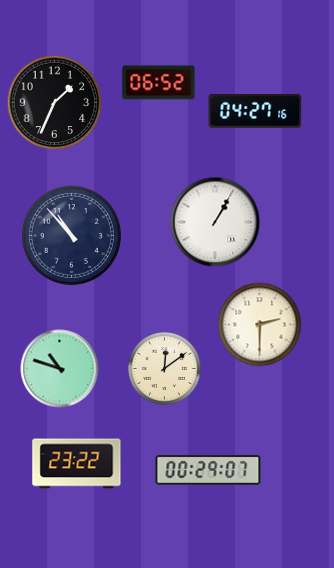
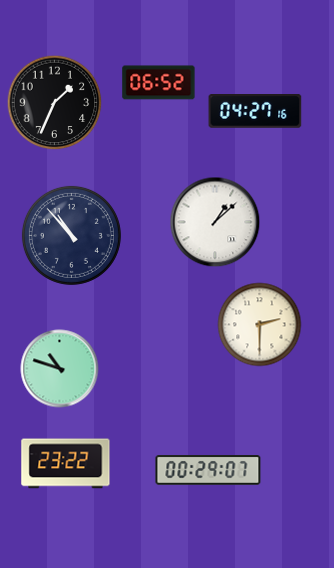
clock at (215, 222): 1:05 -> 1:08
clock at (165, 369): 12:09 -> none
clock at (77, 464) position: (77, 464) -> (66, 464)
